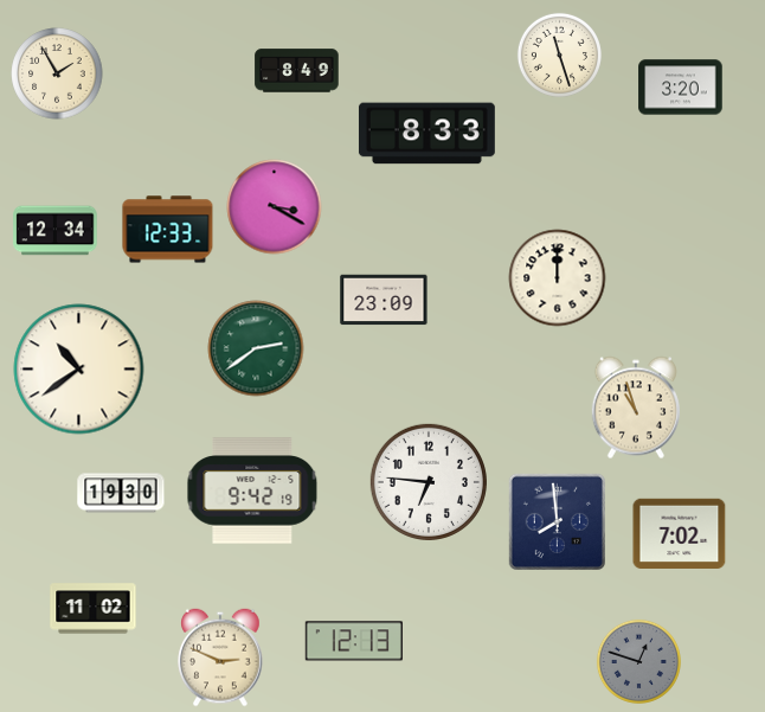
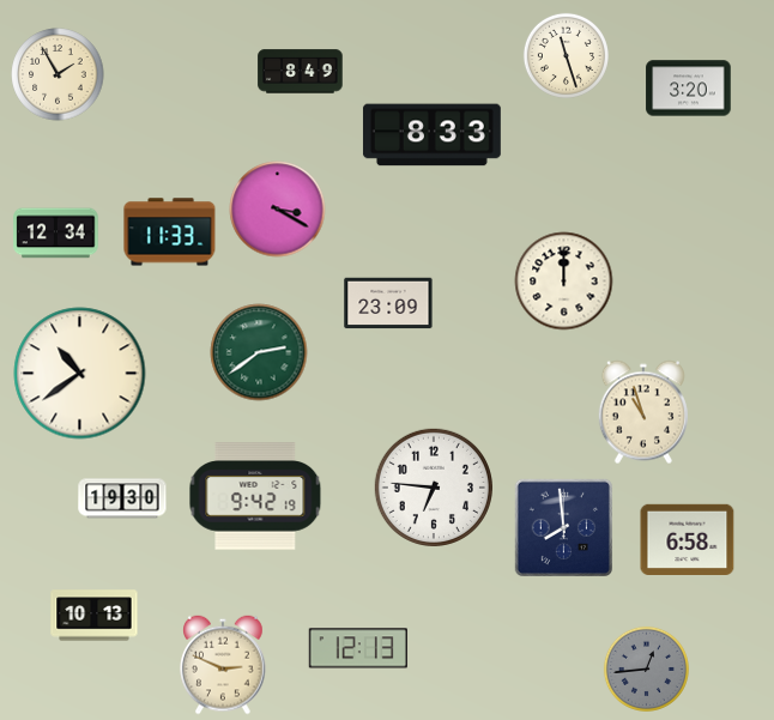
clock at (168, 230): 12:33 -> 11:33
clock at (680, 533): 7:02 -> 6:58
clock at (94, 609): 11:02 -> 10:13
clock at (638, 661): 12:48 -> 12:44
